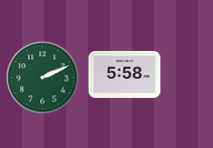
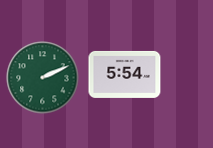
clock at (125, 74): 5:58 -> 5:54
